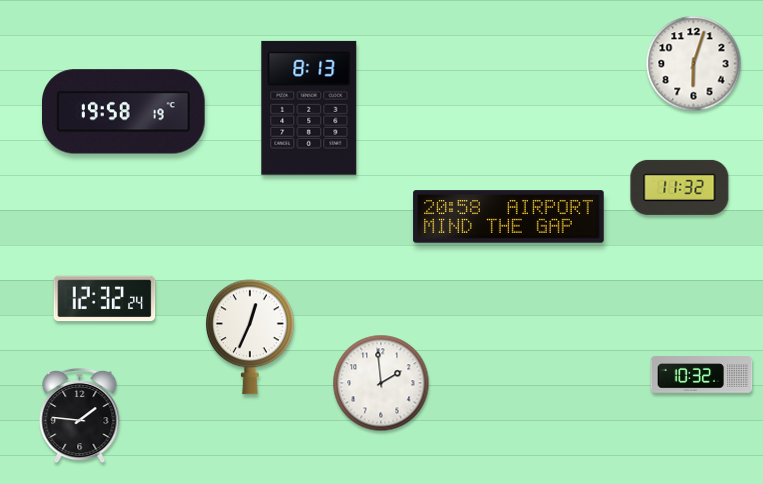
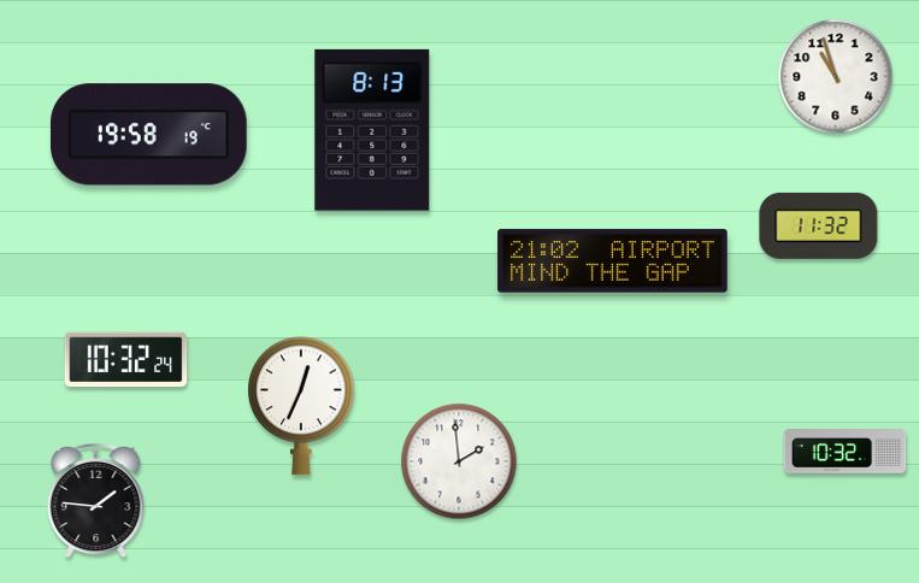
clock at (694, 64): 6:03 -> 10:57
clock at (509, 217): 20:58 -> 21:02
clock at (105, 299): 12:32 -> 10:32
